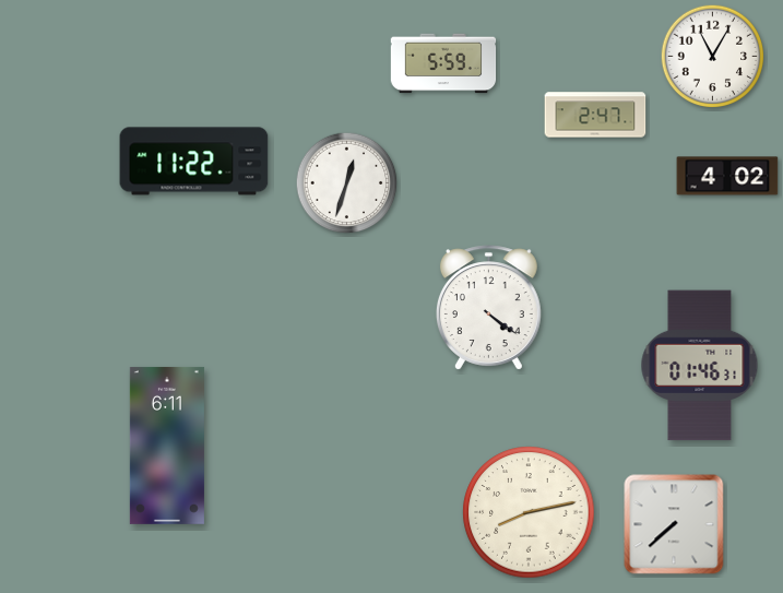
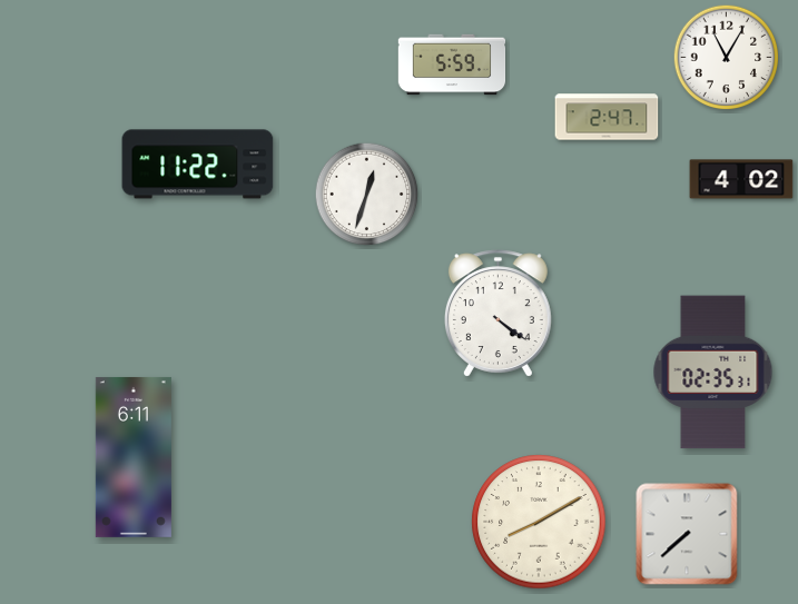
clock at (347, 183) position: (347, 183) -> (367, 195)
clock at (700, 366): 01:46 -> 02:35
clock at (167, 446) position: (167, 446) -> (134, 457)
clock at (529, 512): 8:13 -> 8:10
